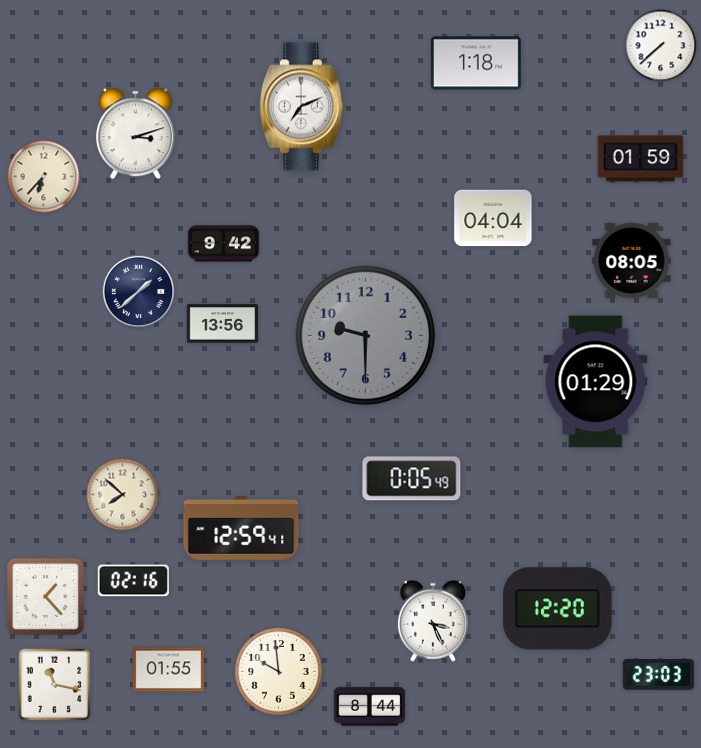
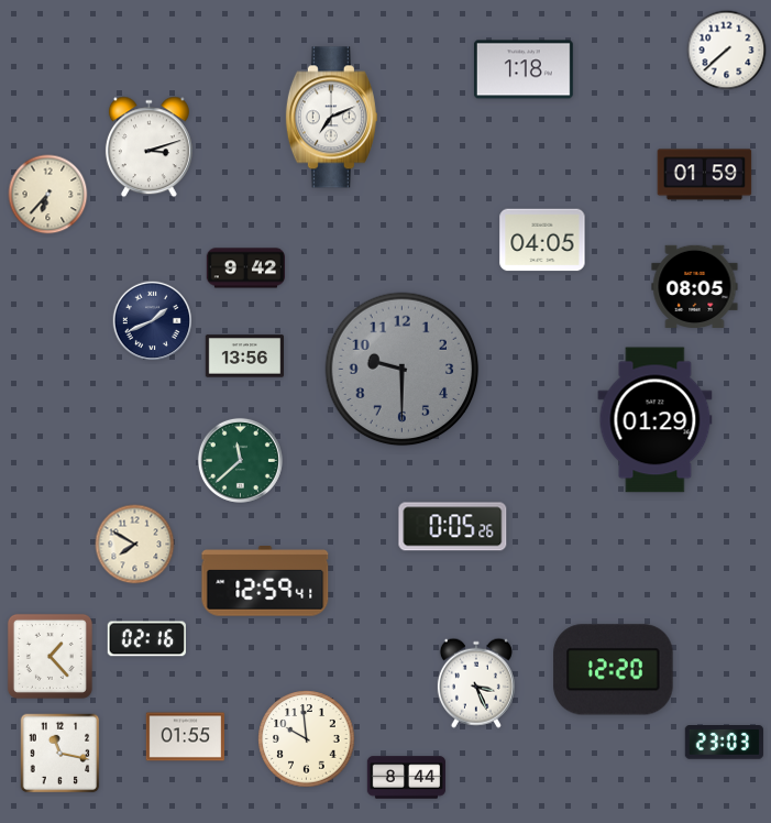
clock at (493, 218): 04:04 -> 04:05
clock at (139, 292): 1:38 -> 1:41
clock at (240, 460): none -> 11:38
clock at (412, 479): 0:05:49 -> 0:05:26
clock at (123, 495): 7:52 -> 7:50
